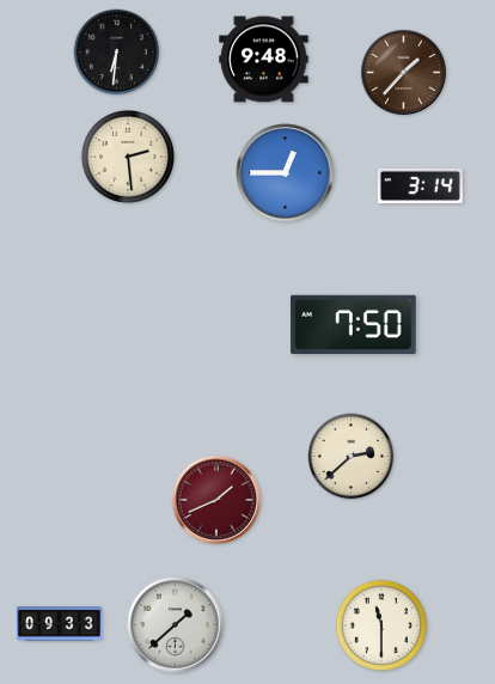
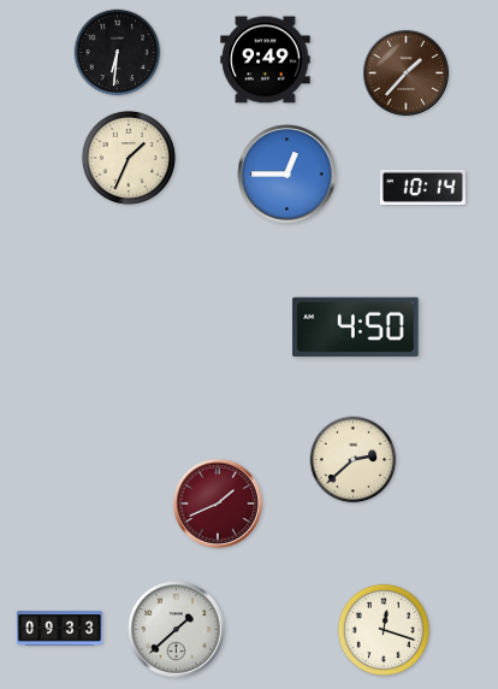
clock at (264, 60): 9:48 -> 9:49
clock at (128, 157): 2:29 -> 1:34
clock at (420, 185): 3:14 -> 10:14
clock at (354, 325): 7:50 -> 4:50
clock at (381, 625): 11:30 -> 12:18
